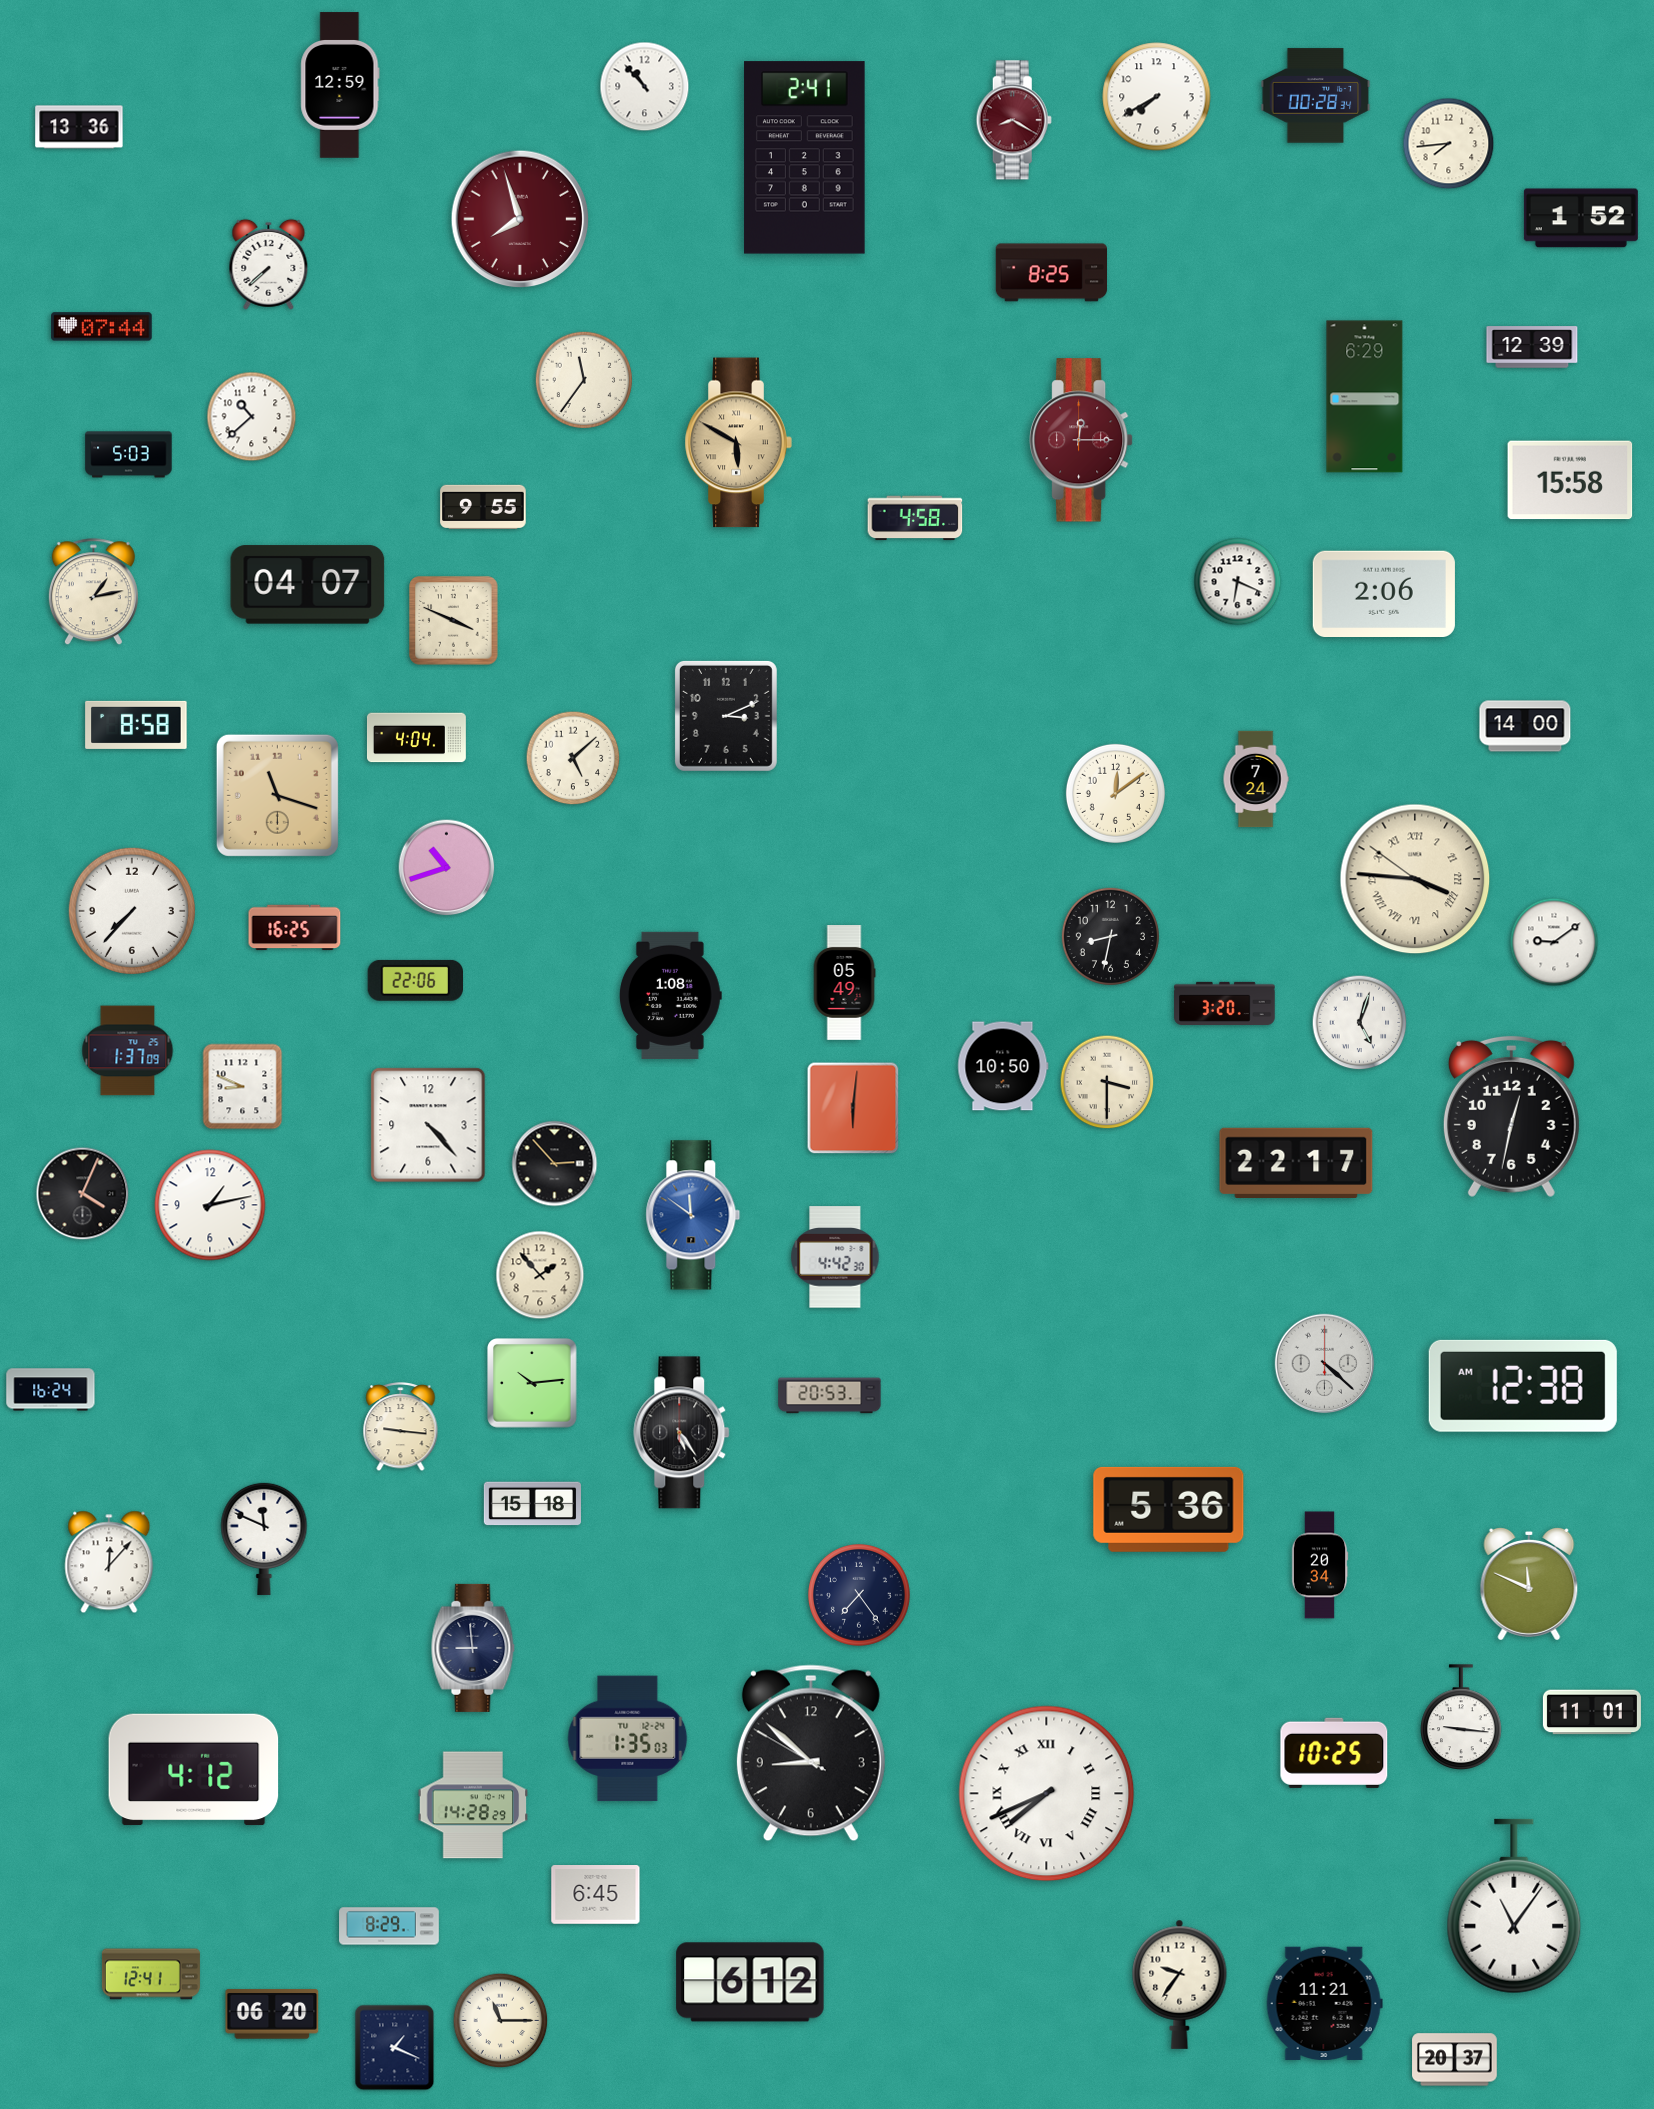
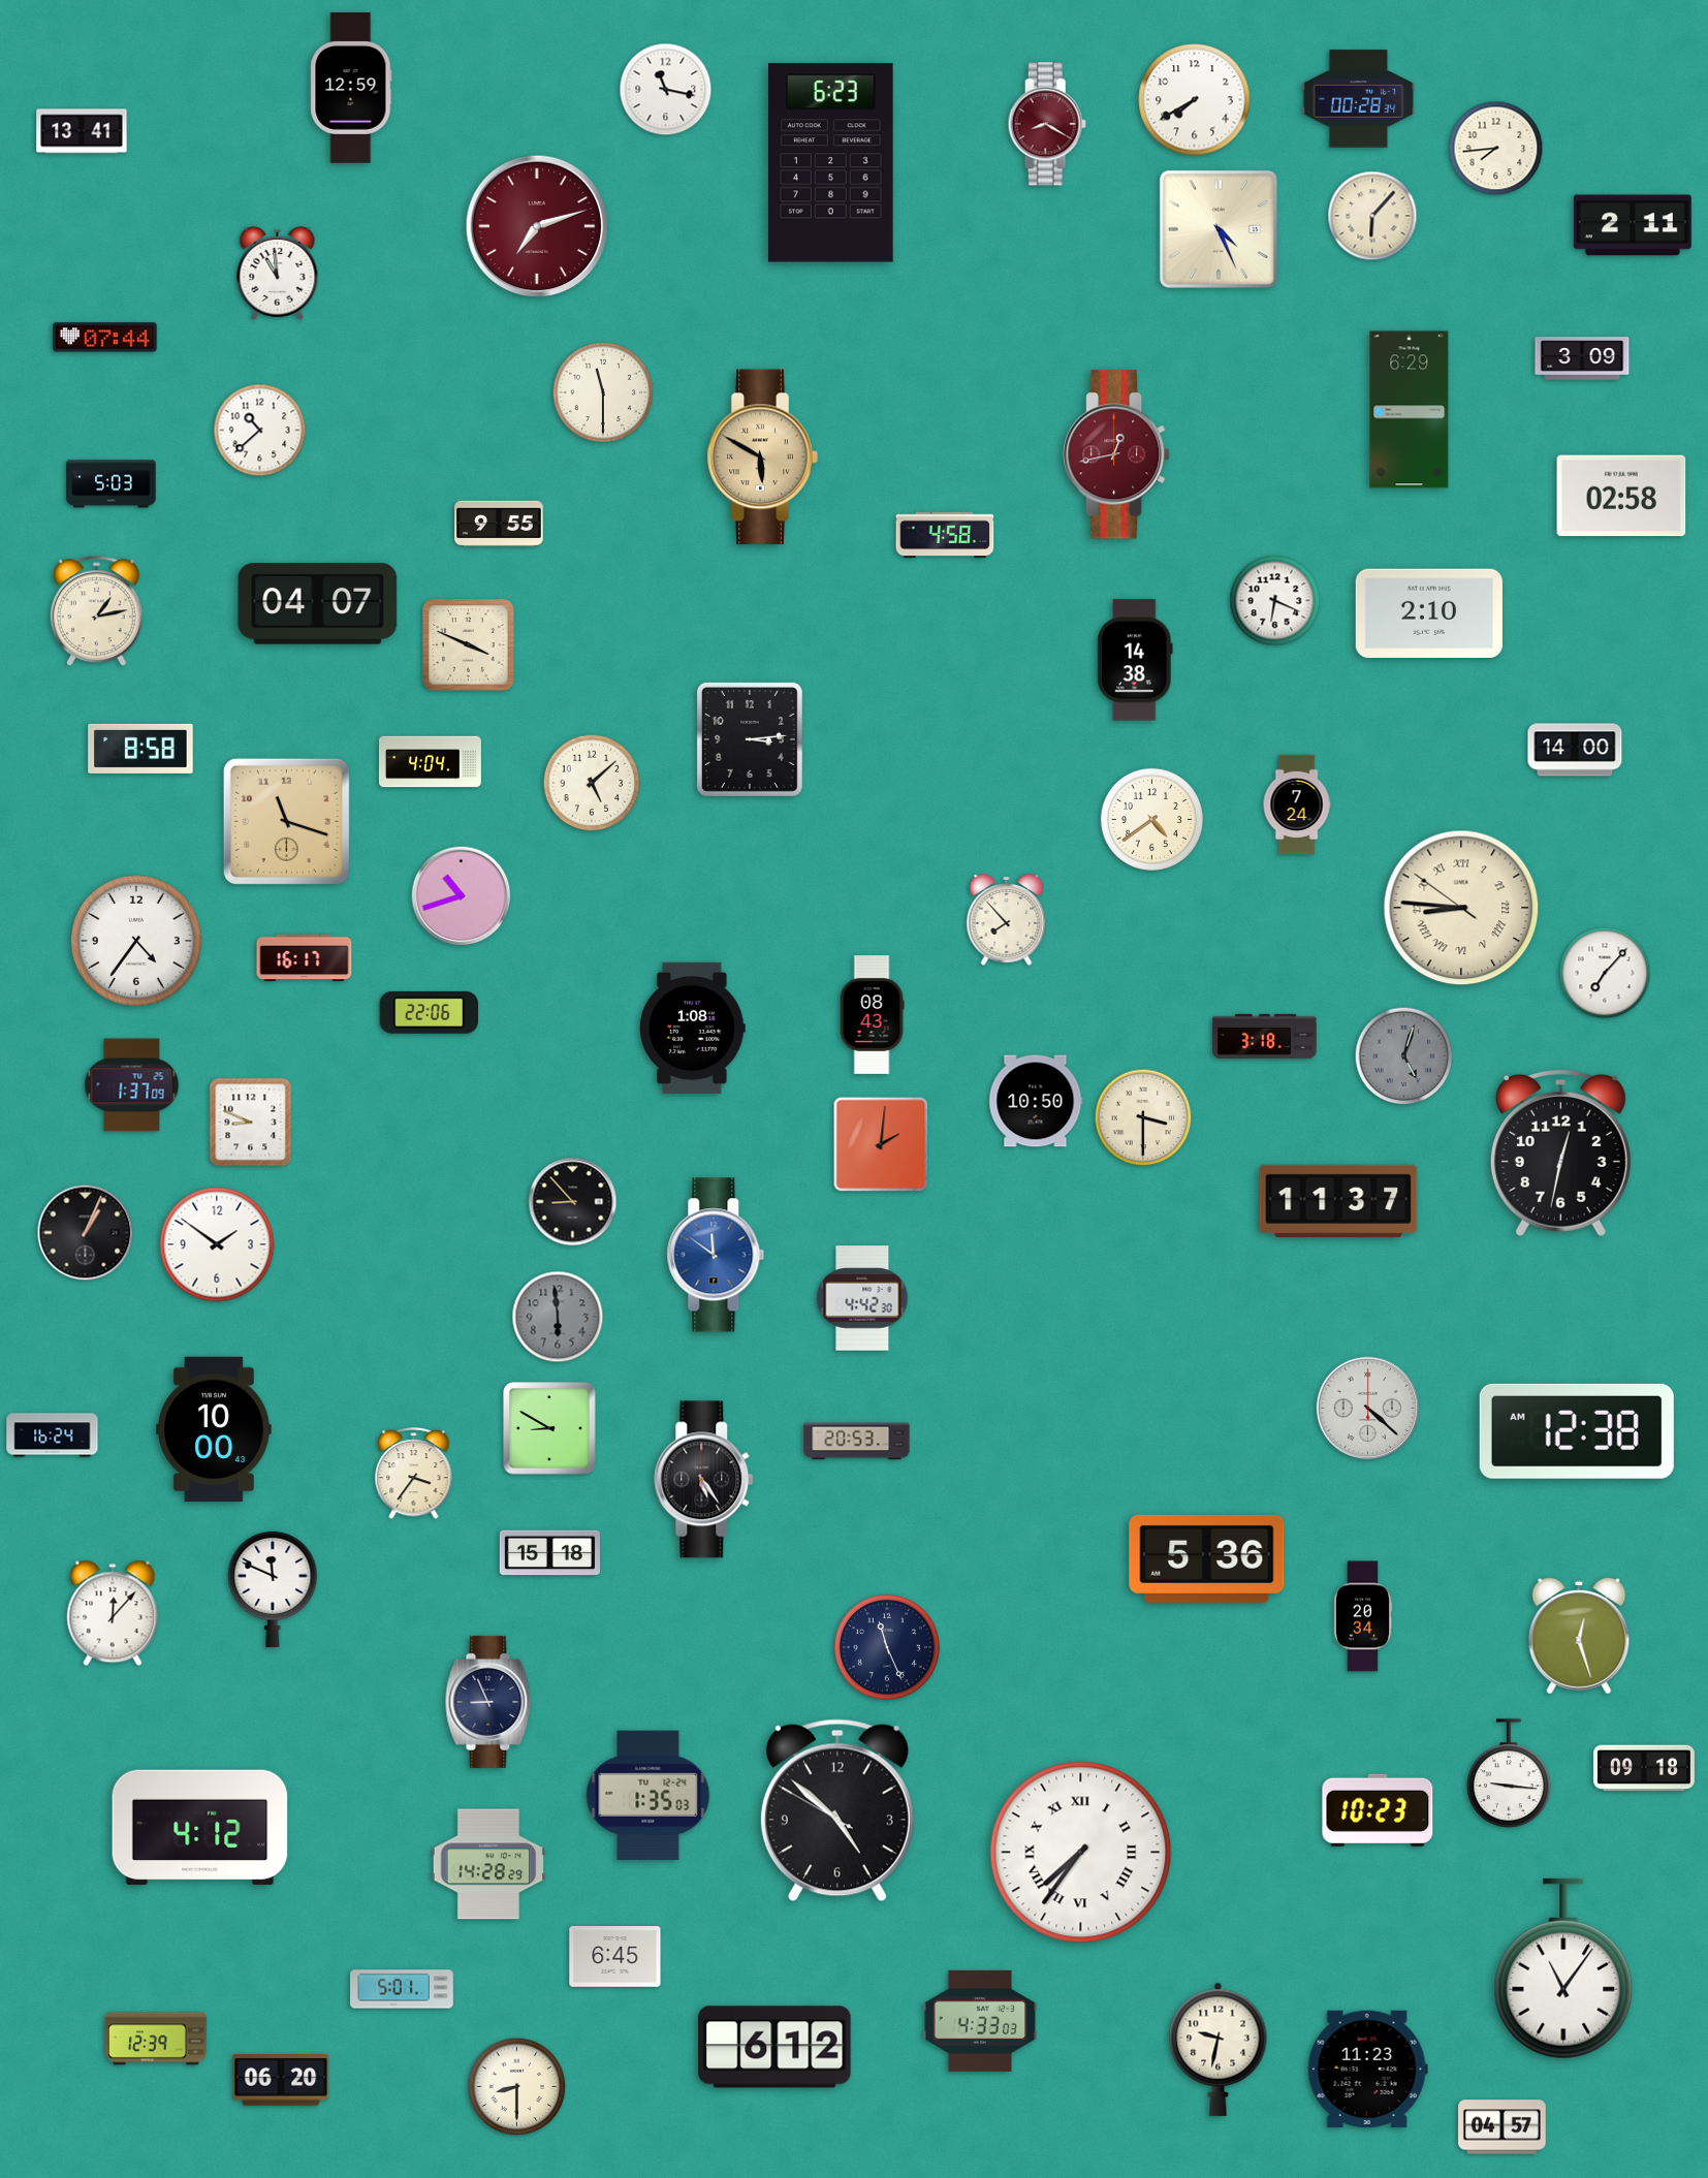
clock at (645, 87): 10:53 -> 11:17
clock at (79, 127): 13:36 -> 13:41
clock at (805, 158): 2:41 -> 6:23
clock at (1372, 216): none -> 6:07
clock at (1581, 218): 1:52 -> 2:11
clock at (520, 219): 7:57 -> 7:12
clock at (1219, 229): none -> 4:26
clock at (269, 264): 7:38 -> 10:59
clock at (1051, 273): 8:25 -> none
clock at (1532, 347): 12:39 -> 3:09
clock at (583, 379): 11:36 -> 11:30
clock at (1082, 440): 12:15 -> 12:43
clock at (129, 455) position: (129, 455) -> (112, 484)
clock at (1570, 480): 15:58 -> 02:58
clock at (1238, 582) position: (1238, 582) -> (1275, 601)
clock at (1384, 593): 2:06 -> 2:10
clock at (454, 621) position: (454, 621) -> (469, 645)
clock at (1135, 660): none -> 14:38
clock at (726, 716): 3:11 -> 3:14
clock at (1115, 793): 12:09 -> 4:39
clock at (1415, 879): 3:45 -> 8:45
clock at (1007, 920): none -> 7:53
clock at (132, 911): 7:37 -> 4:36
clock at (295, 928): 16:25 -> 16:17
clock at (1110, 936): 8:32 -> none
clock at (1554, 942): 9:09 -> 7:07
clock at (844, 983): 05:49 -> 08:43
clock at (1225, 1003): 3:20 -> 3:18
clock at (1360, 1023) dial: white -> grey
clock at (853, 1108): 6:01 -> 2:01
clock at (428, 1125): 4:23 -> none
clock at (1296, 1162): 22:17 -> 11:37
clock at (555, 1164): 2:53 -> 8:53
clock at (83, 1194): 4:04 -> 1:04
clock at (210, 1205): 1:13 -> 1:51
clock at (540, 1275): 1:53 -> 5:59
clock at (540, 1275) dial: cream -> grey
clock at (214, 1429): none -> 10:00
clock at (533, 1384): 10:14 -> 8:50
clock at (1523, 1386) position: (1523, 1386) -> (1577, 1431)
clock at (401, 1427): 9:16 -> 3:36
clock at (1529, 1584): 11:49 -> 12:27
clock at (859, 1595): 7:24 -> 11:26
clock at (473, 1648): 8:59 -> 8:56
clock at (1592, 1712): 11:01 -> 09:18
clock at (811, 1753): 8:51 -> 4:51
clock at (1334, 1753): 10:25 -> 10:23
clock at (1047, 1794): 7:41 -> 7:36
clock at (389, 1926): 8:29 -> 5:01
clock at (980, 2021): none -> 4:33
clock at (151, 1974): 12:41 -> 12:39
clock at (1180, 1984): 9:36 -> 9:32
clock at (1324, 2003): 11:21 -> 11:23
clock at (501, 2021): 11:15 -> 8:30
clock at (395, 2048): 1:19 -> none
clock at (1455, 2060): 20:37 -> 04:57
